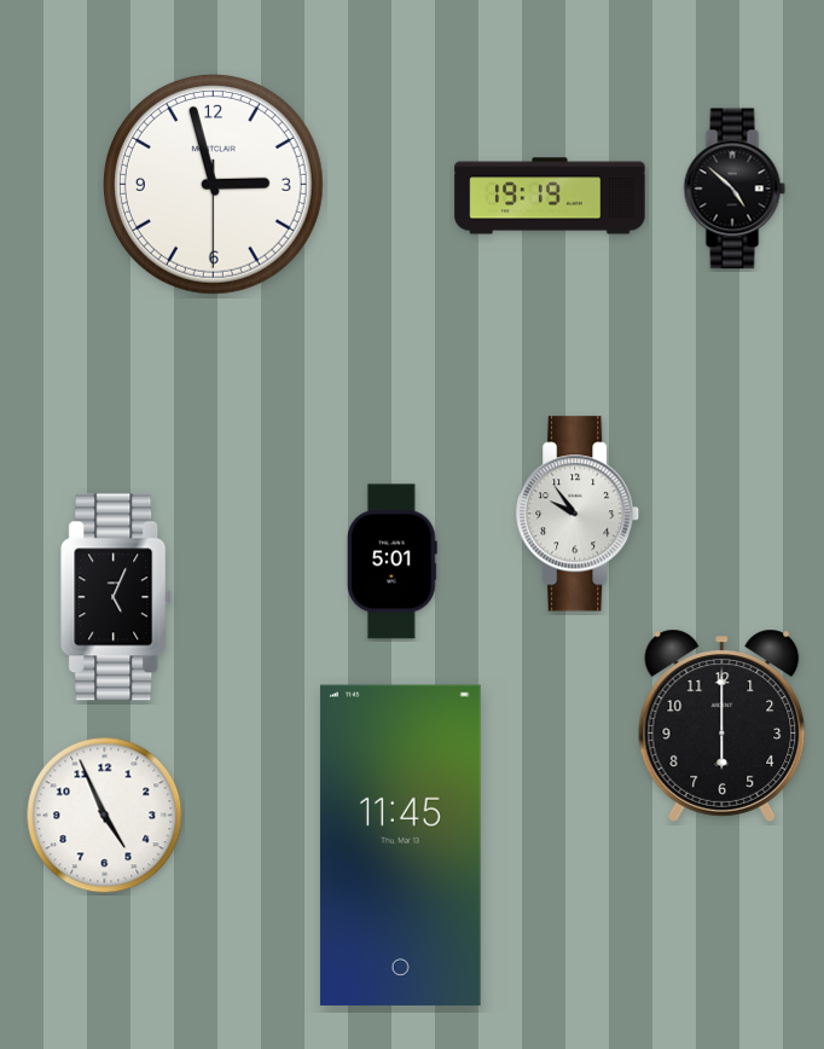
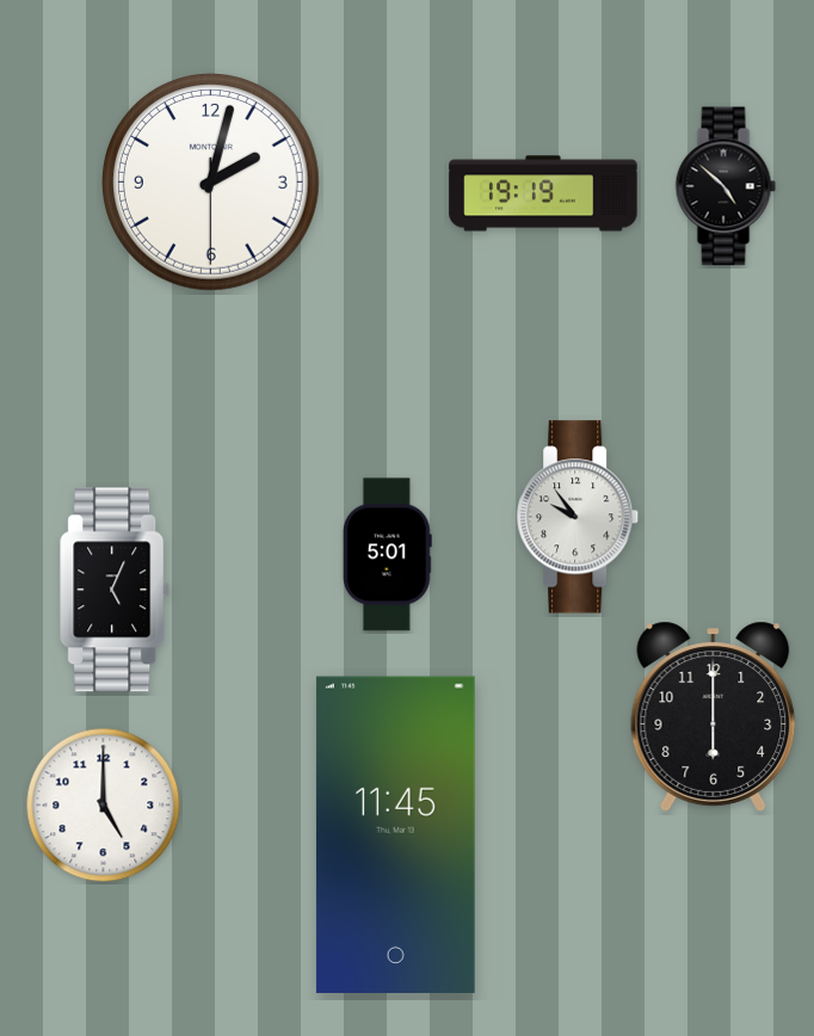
clock at (213, 184): 2:57 -> 2:02
clock at (579, 514) position: (579, 514) -> (579, 517)
clock at (105, 816): 4:56 -> 5:00
